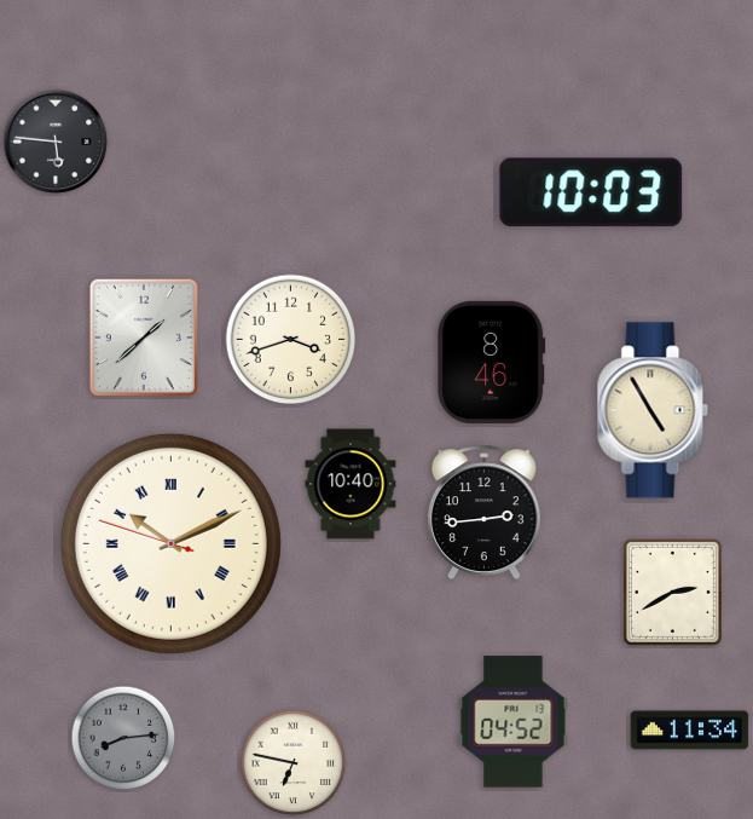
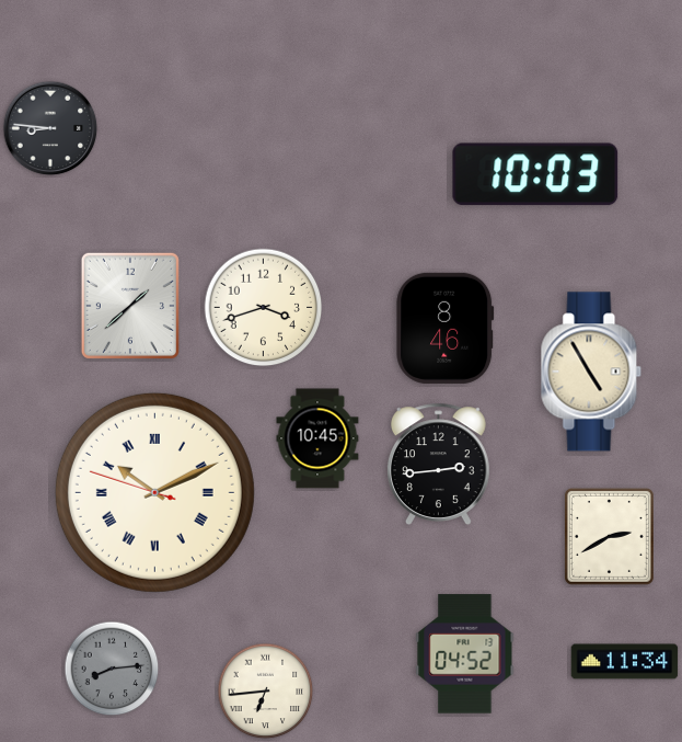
clock at (56, 142): 5:46 -> 8:46
clock at (351, 484): 10:40 -> 10:45
clock at (294, 763): 6:47 -> 6:44
